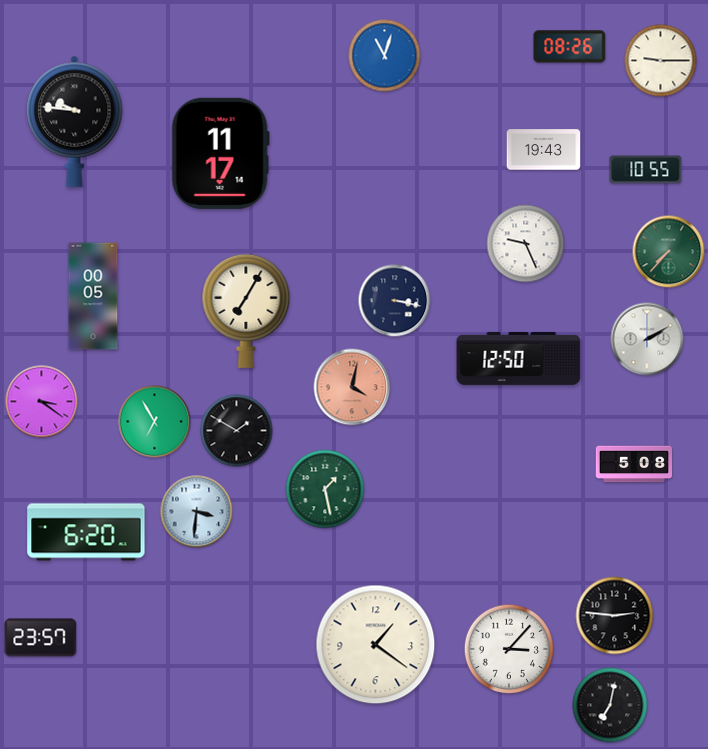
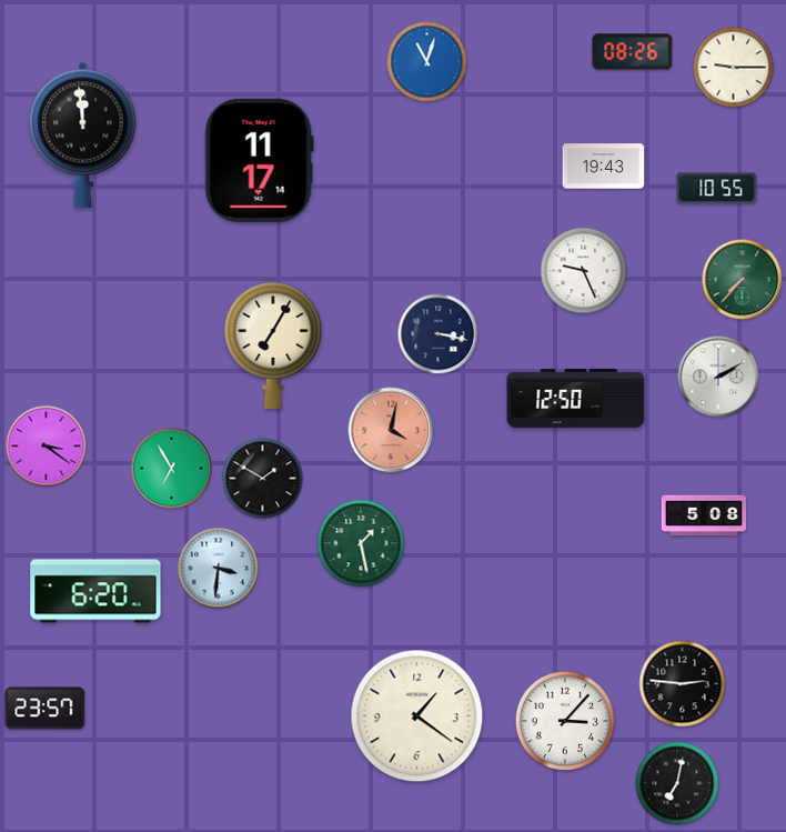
clock at (75, 121): 9:46 -> 11:59
clock at (220, 153) position: (220, 153) -> (259, 160)
clock at (93, 296): 00:05 -> none
